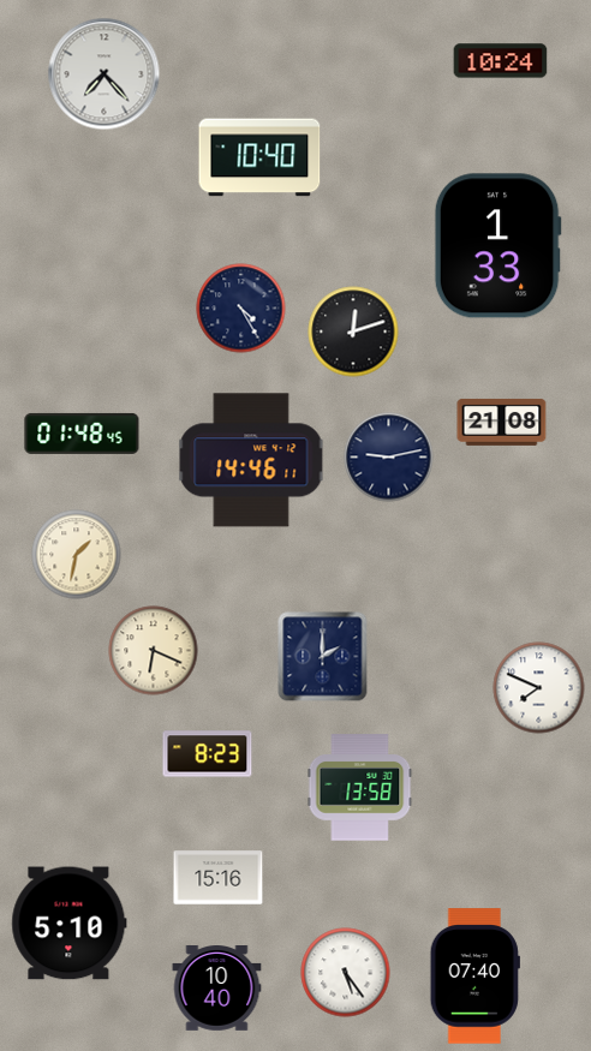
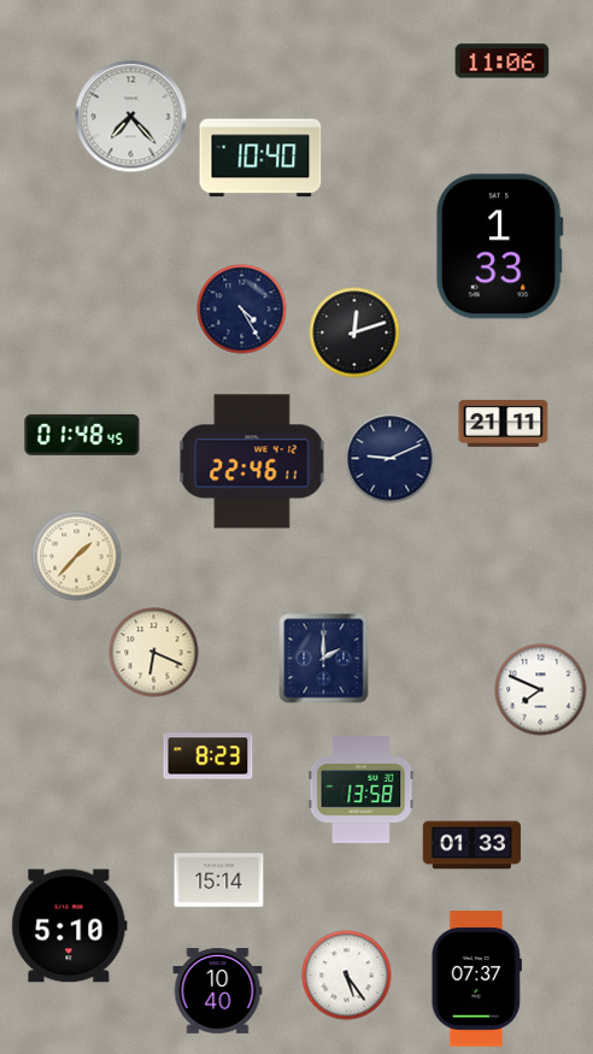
clock at (501, 61): 10:24 -> 11:06
clock at (105, 74) position: (105, 74) -> (131, 117)
clock at (502, 422): 21:08 -> 21:11
clock at (389, 458): 9:13 -> 9:11
clock at (251, 460): 14:46 -> 22:46
clock at (77, 555): 1:32 -> 1:37
clock at (472, 846): none -> 01:33
clock at (219, 878): 15:16 -> 15:14
clock at (474, 977): 07:40 -> 07:37
